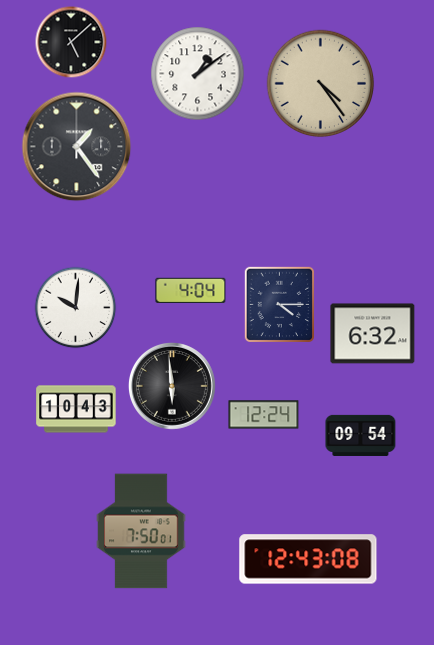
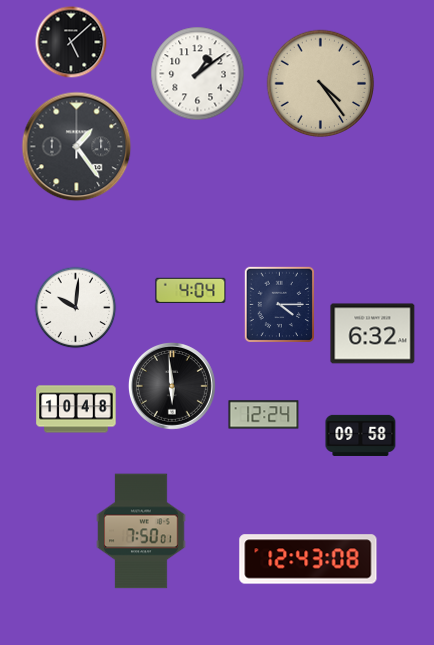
clock at (76, 409): 10:43 -> 10:48
clock at (361, 435): 09:54 -> 09:58
